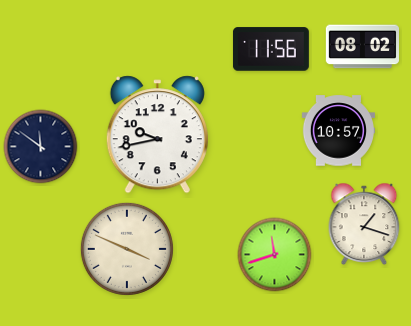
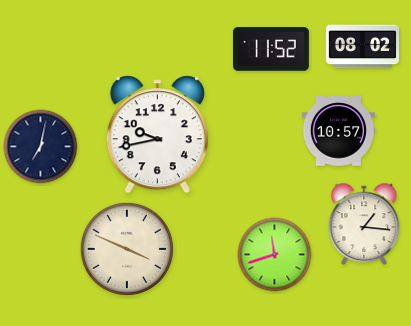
clock at (271, 49): 11:56 -> 11:52
clock at (41, 147): 11:51 -> 7:02
clock at (364, 224): 1:18 -> 1:16
